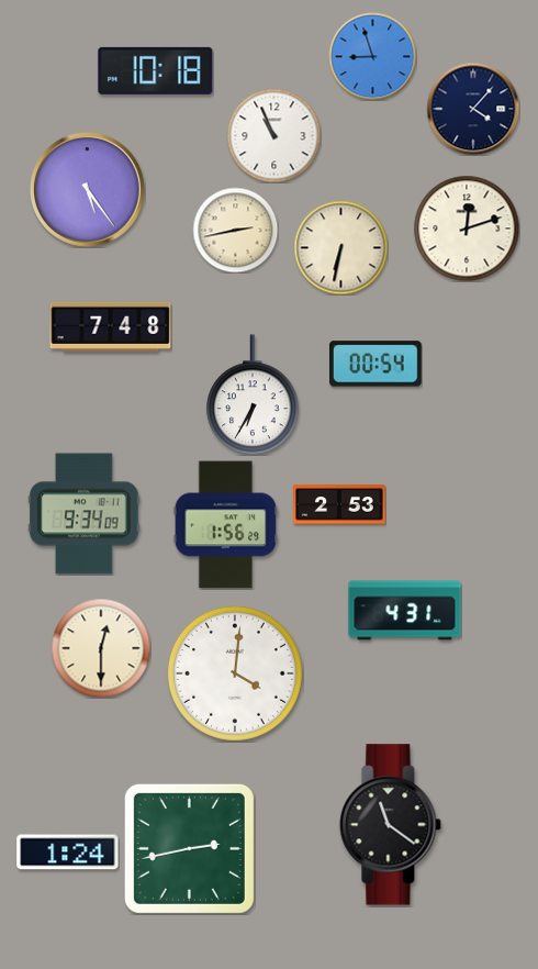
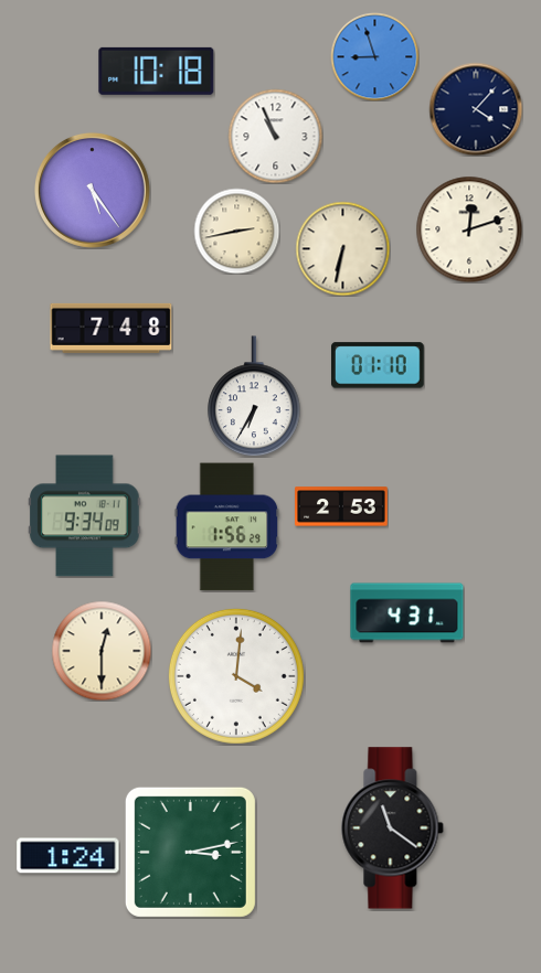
clock at (87, 189) position: (87, 189) -> (92, 190)
clock at (377, 364): 00:54 -> 01:10
clock at (189, 848): 2:43 -> 3:13
